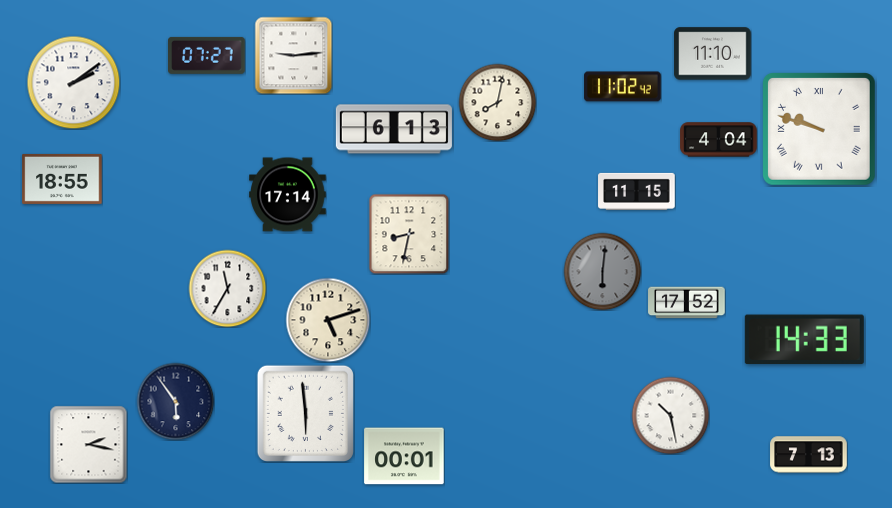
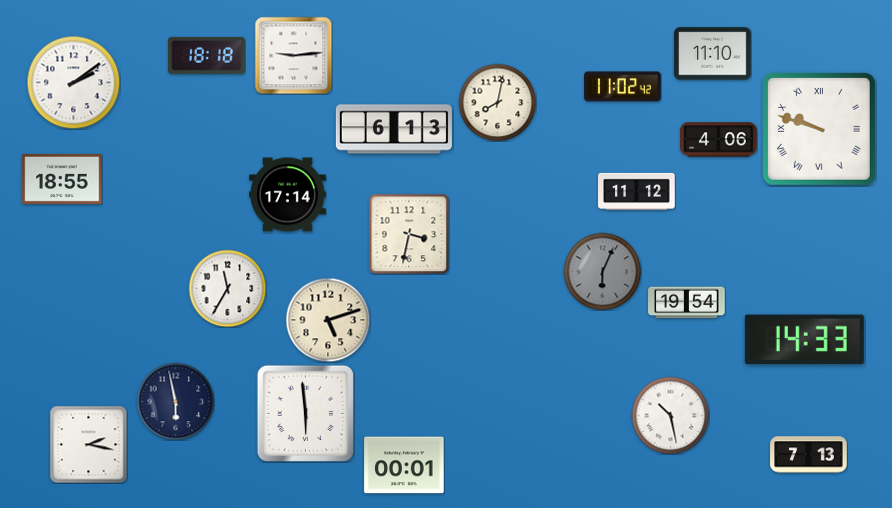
clock at (207, 55): 07:27 -> 18:18
clock at (719, 140): 4:04 -> 4:06
clock at (637, 191): 11:15 -> 11:12
clock at (409, 234): 8:32 -> 3:32
clock at (602, 271): 6:01 -> 6:04
clock at (687, 303): 17:52 -> 19:54
clock at (175, 401): 5:54 -> 5:58
clock at (404, 456) position: (404, 456) -> (404, 465)
